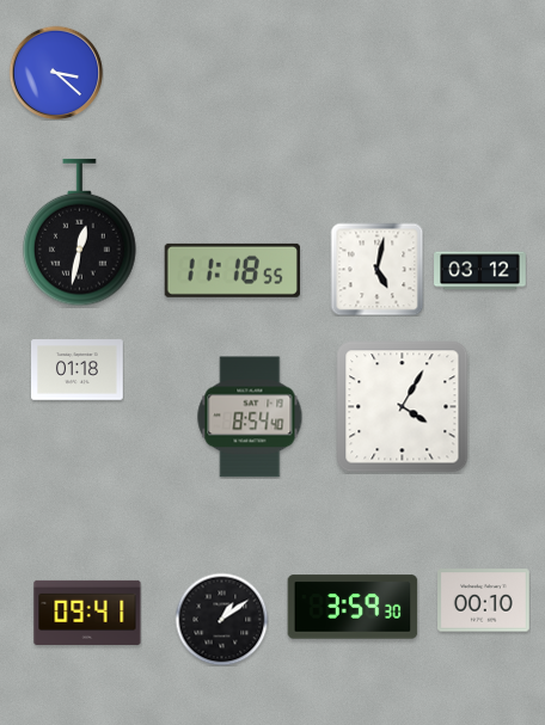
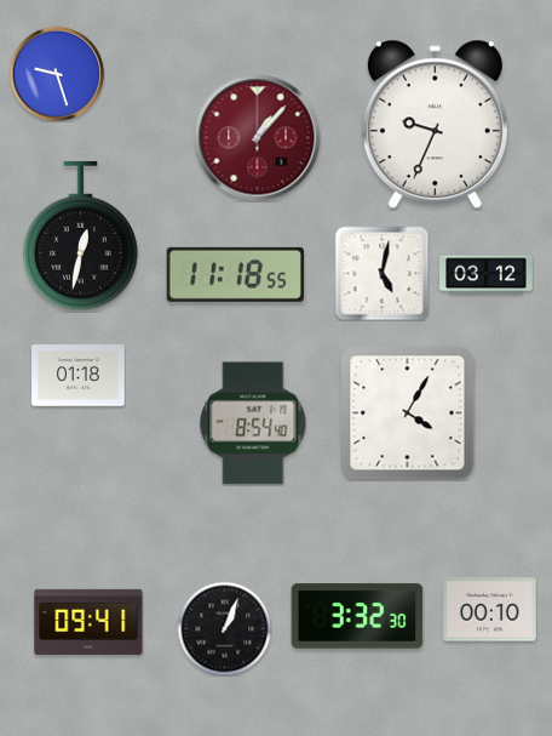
clock at (56, 73): 3:22 -> 9:27
clock at (435, 125): none -> 9:34
clock at (258, 138): none -> 1:07
clock at (353, 607): 3:59 -> 3:32
clock at (221, 619): 1:09 -> 1:04
